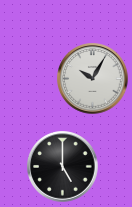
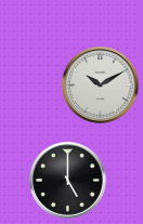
clock at (93, 79): 10:05 -> 10:10
